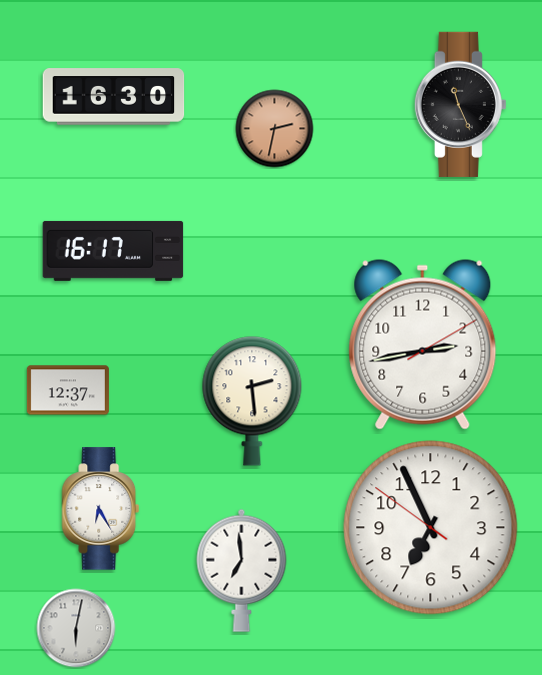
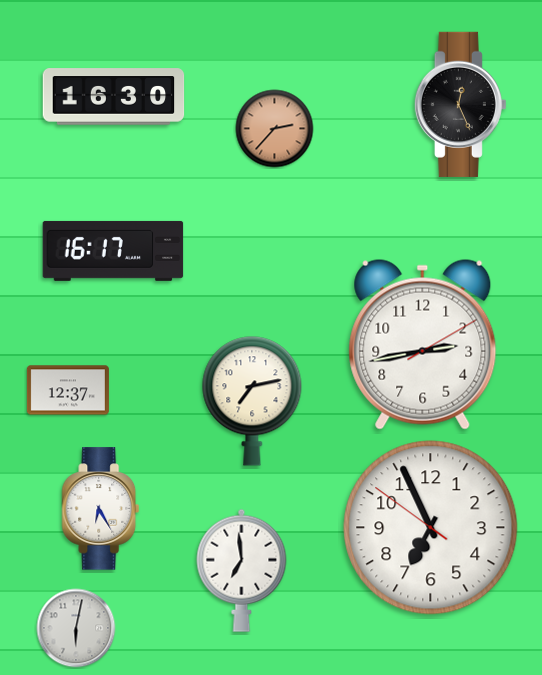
clock at (460, 104): 11:26 -> 12:26
clock at (275, 129): 2:32 -> 2:37
clock at (252, 401): 2:29 -> 7:13
